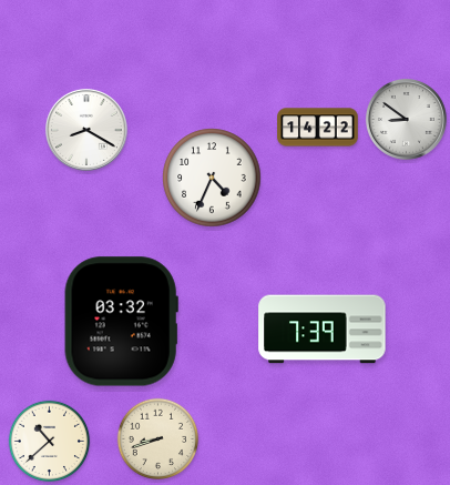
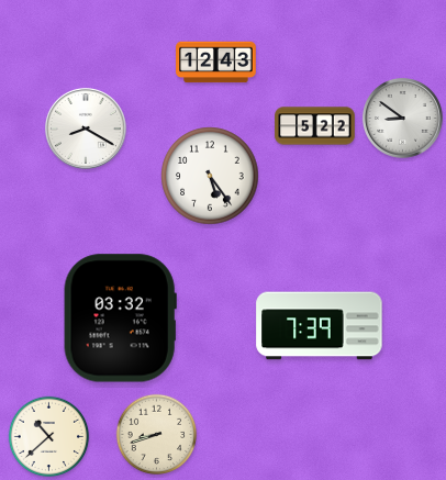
clock at (216, 63): none -> 12:43
clock at (318, 128): 14:22 -> 5:22
clock at (212, 178): 4:34 -> 5:24
